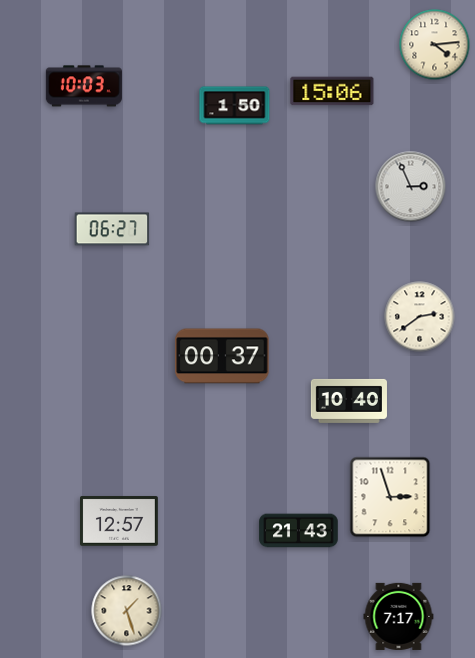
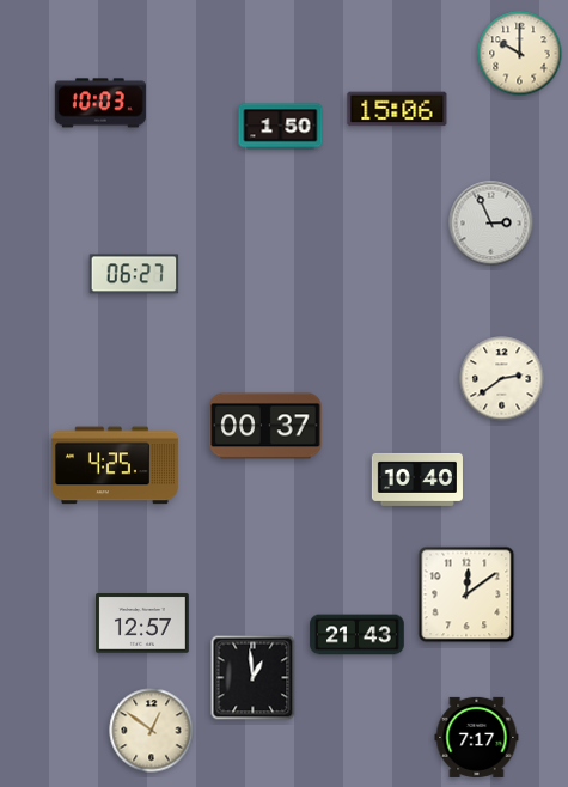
clock at (435, 45): 4:14 -> 10:00
clock at (115, 465): none -> 4:25
clock at (390, 497): 2:57 -> 12:09
clock at (254, 678): none -> 12:59
clock at (127, 611): 1:27 -> 12:51
